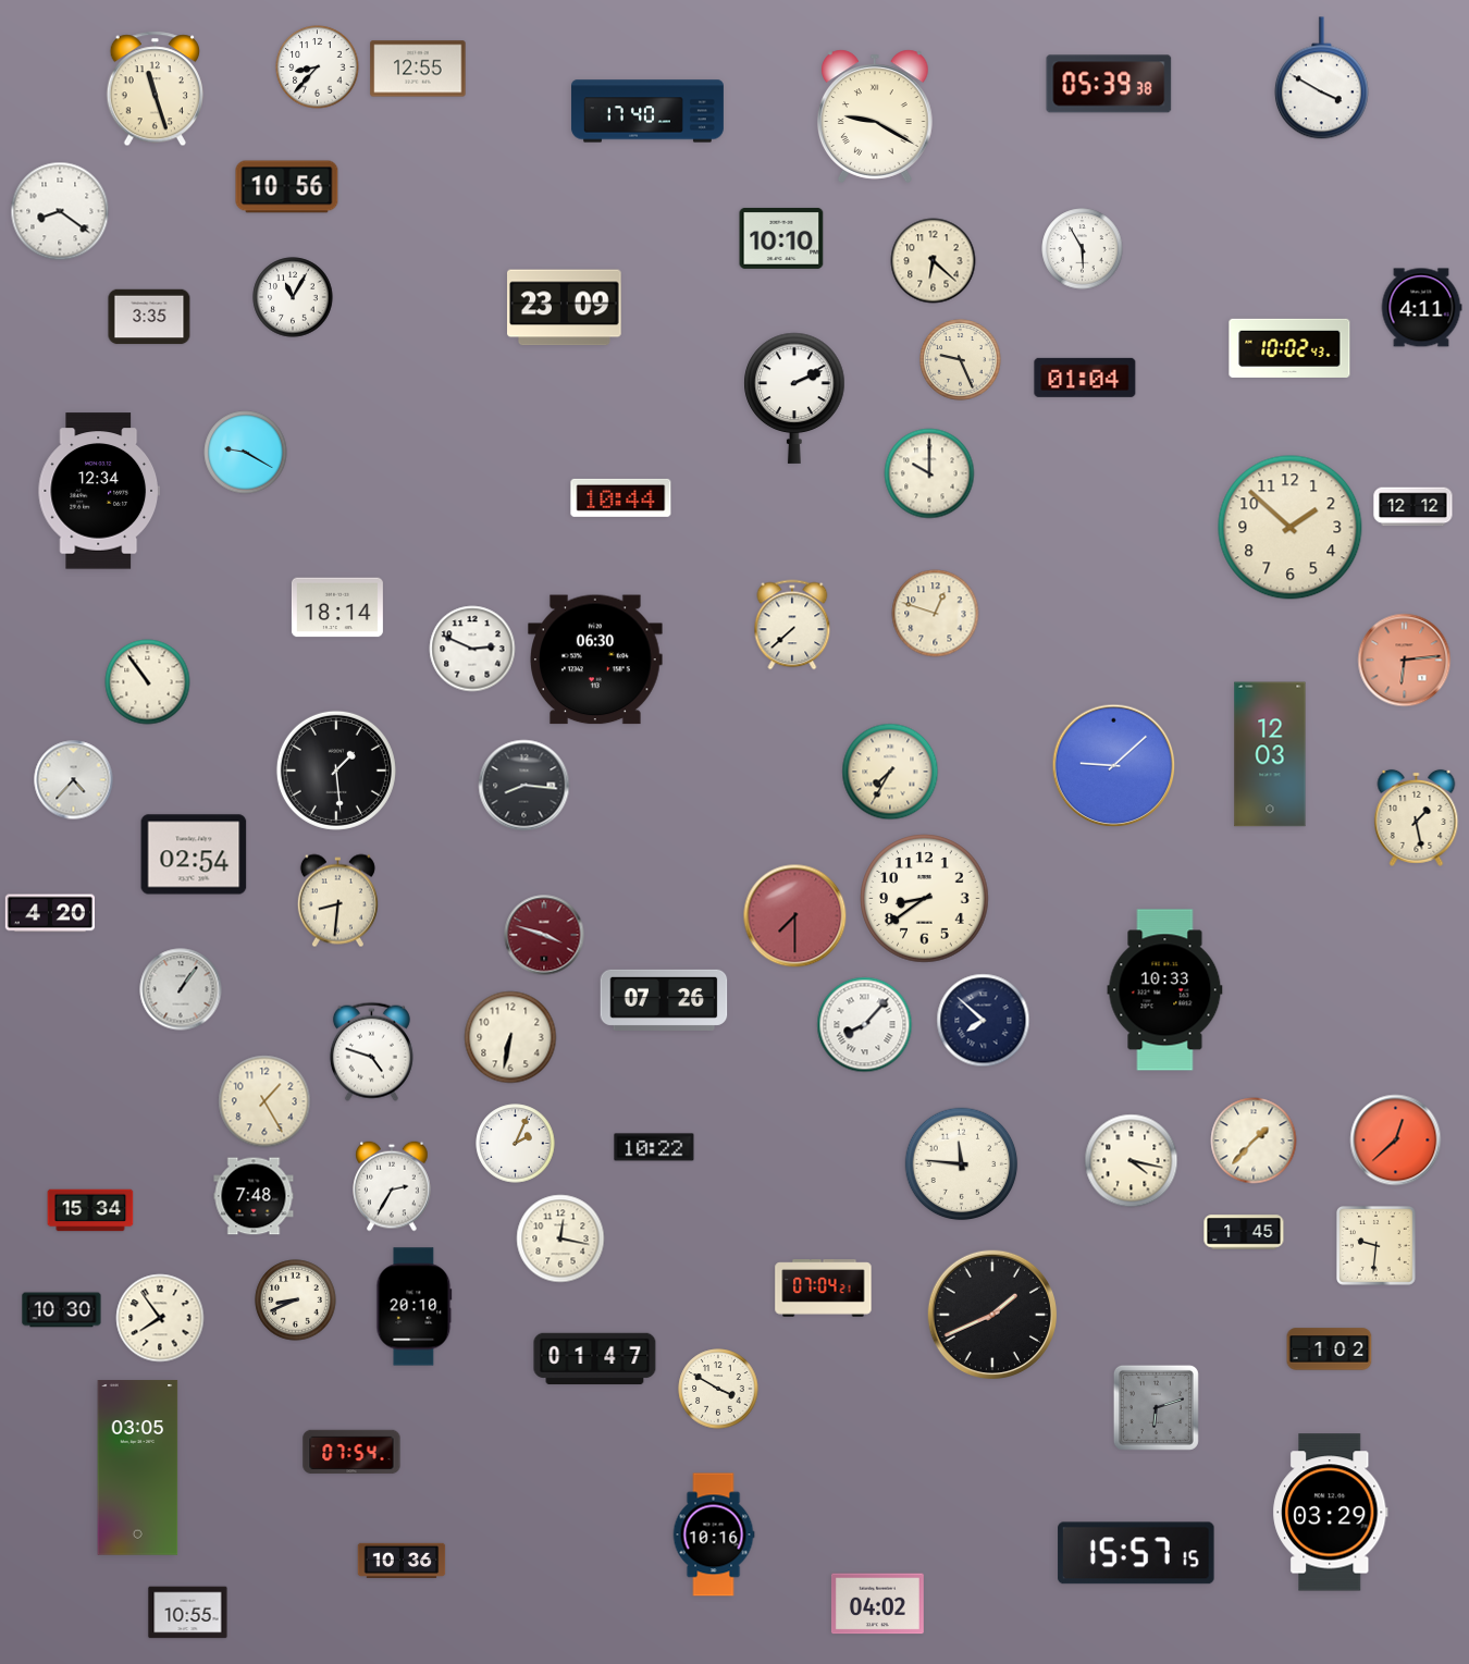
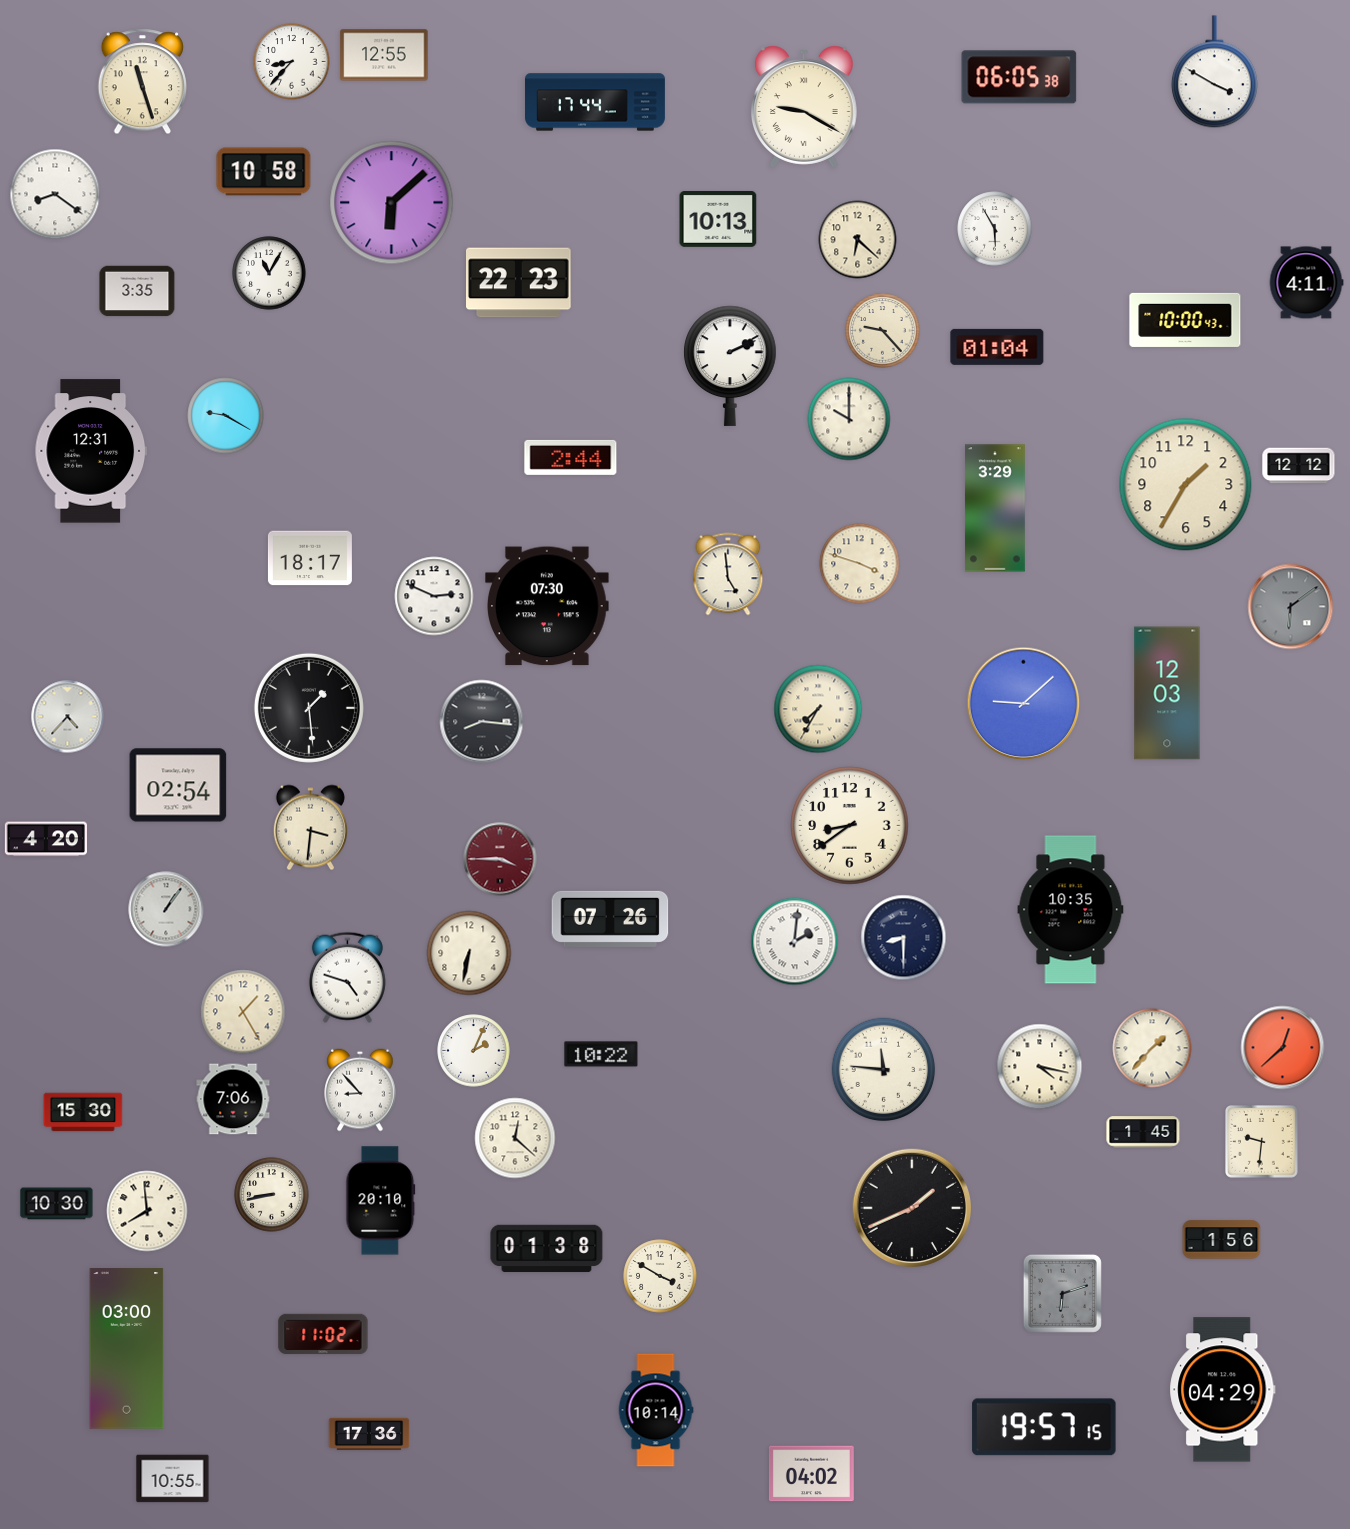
clock at (418, 69) position: (418, 69) -> (384, 55)
clock at (1109, 84): 05:39 -> 06:05
clock at (647, 111): 17:40 -> 17:44
clock at (287, 187): 10:56 -> 10:58
clock at (392, 203): none -> 6:08
clock at (781, 238): 10:10 -> 10:13
clock at (565, 308): 23:09 -> 22:23
clock at (1289, 348): 10:02 -> 10:00
clock at (961, 360): 9:26 -> 9:23
clock at (929, 473) position: (929, 473) -> (849, 419)
clock at (98, 491): 12:34 -> 12:31
clock at (621, 497): 10:44 -> 2:44
clock at (1291, 528): 1:52 -> 1:35
clock at (995, 508): none -> 3:29
clock at (337, 607): 18:14 -> 18:17
clock at (936, 614): 12:48 -> 3:48
clock at (792, 625): 7:38 -> 4:59
clock at (596, 660): 06:30 -> 07:30
clock at (1405, 661): 6:14 -> 6:09
clock at (1405, 661) dial: salmon -> grey
clock at (148, 682): 10:54 -> none
clock at (1417, 817): 1:28 -> none
clock at (337, 901): 8:31 -> 3:31
clock at (795, 916): 7:30 -> none
clock at (544, 935): 3:48 -> 3:45
clock at (1165, 990): 10:33 -> 10:35
clock at (984, 1021): 7:52 -> 8:30
clock at (865, 1025): 8:07 -> 2:01
clock at (371, 1051) position: (371, 1051) -> (347, 977)
clock at (392, 1186): 2:35 -> 8:53
clock at (254, 1196): 7:48 -> 7:06
clock at (90, 1210): 15:34 -> 15:30
clock at (560, 1238): 12:17 -> 12:22
clock at (1377, 1246) position: (1377, 1246) -> (1262, 1142)
clock at (824, 1289): 07:04 -> none
clock at (296, 1301): 8:41 -> 8:43
clock at (160, 1318): 7:54 -> 7:59
clock at (1330, 1349): 1:02 -> 1:56
clock at (595, 1359): 01:47 -> 01:38
clock at (351, 1452): 07:54 -> 11:02
clock at (138, 1468): 03:05 -> 03:00
clock at (1331, 1513): 03:29 -> 04:29
clock at (714, 1534): 10:16 -> 10:14
clock at (1136, 1553): 15:57 -> 19:57
clock at (402, 1561): 10:36 -> 17:36
clock at (877, 1604) position: (877, 1604) -> (811, 1474)
clock at (188, 1613) position: (188, 1613) -> (173, 1479)
